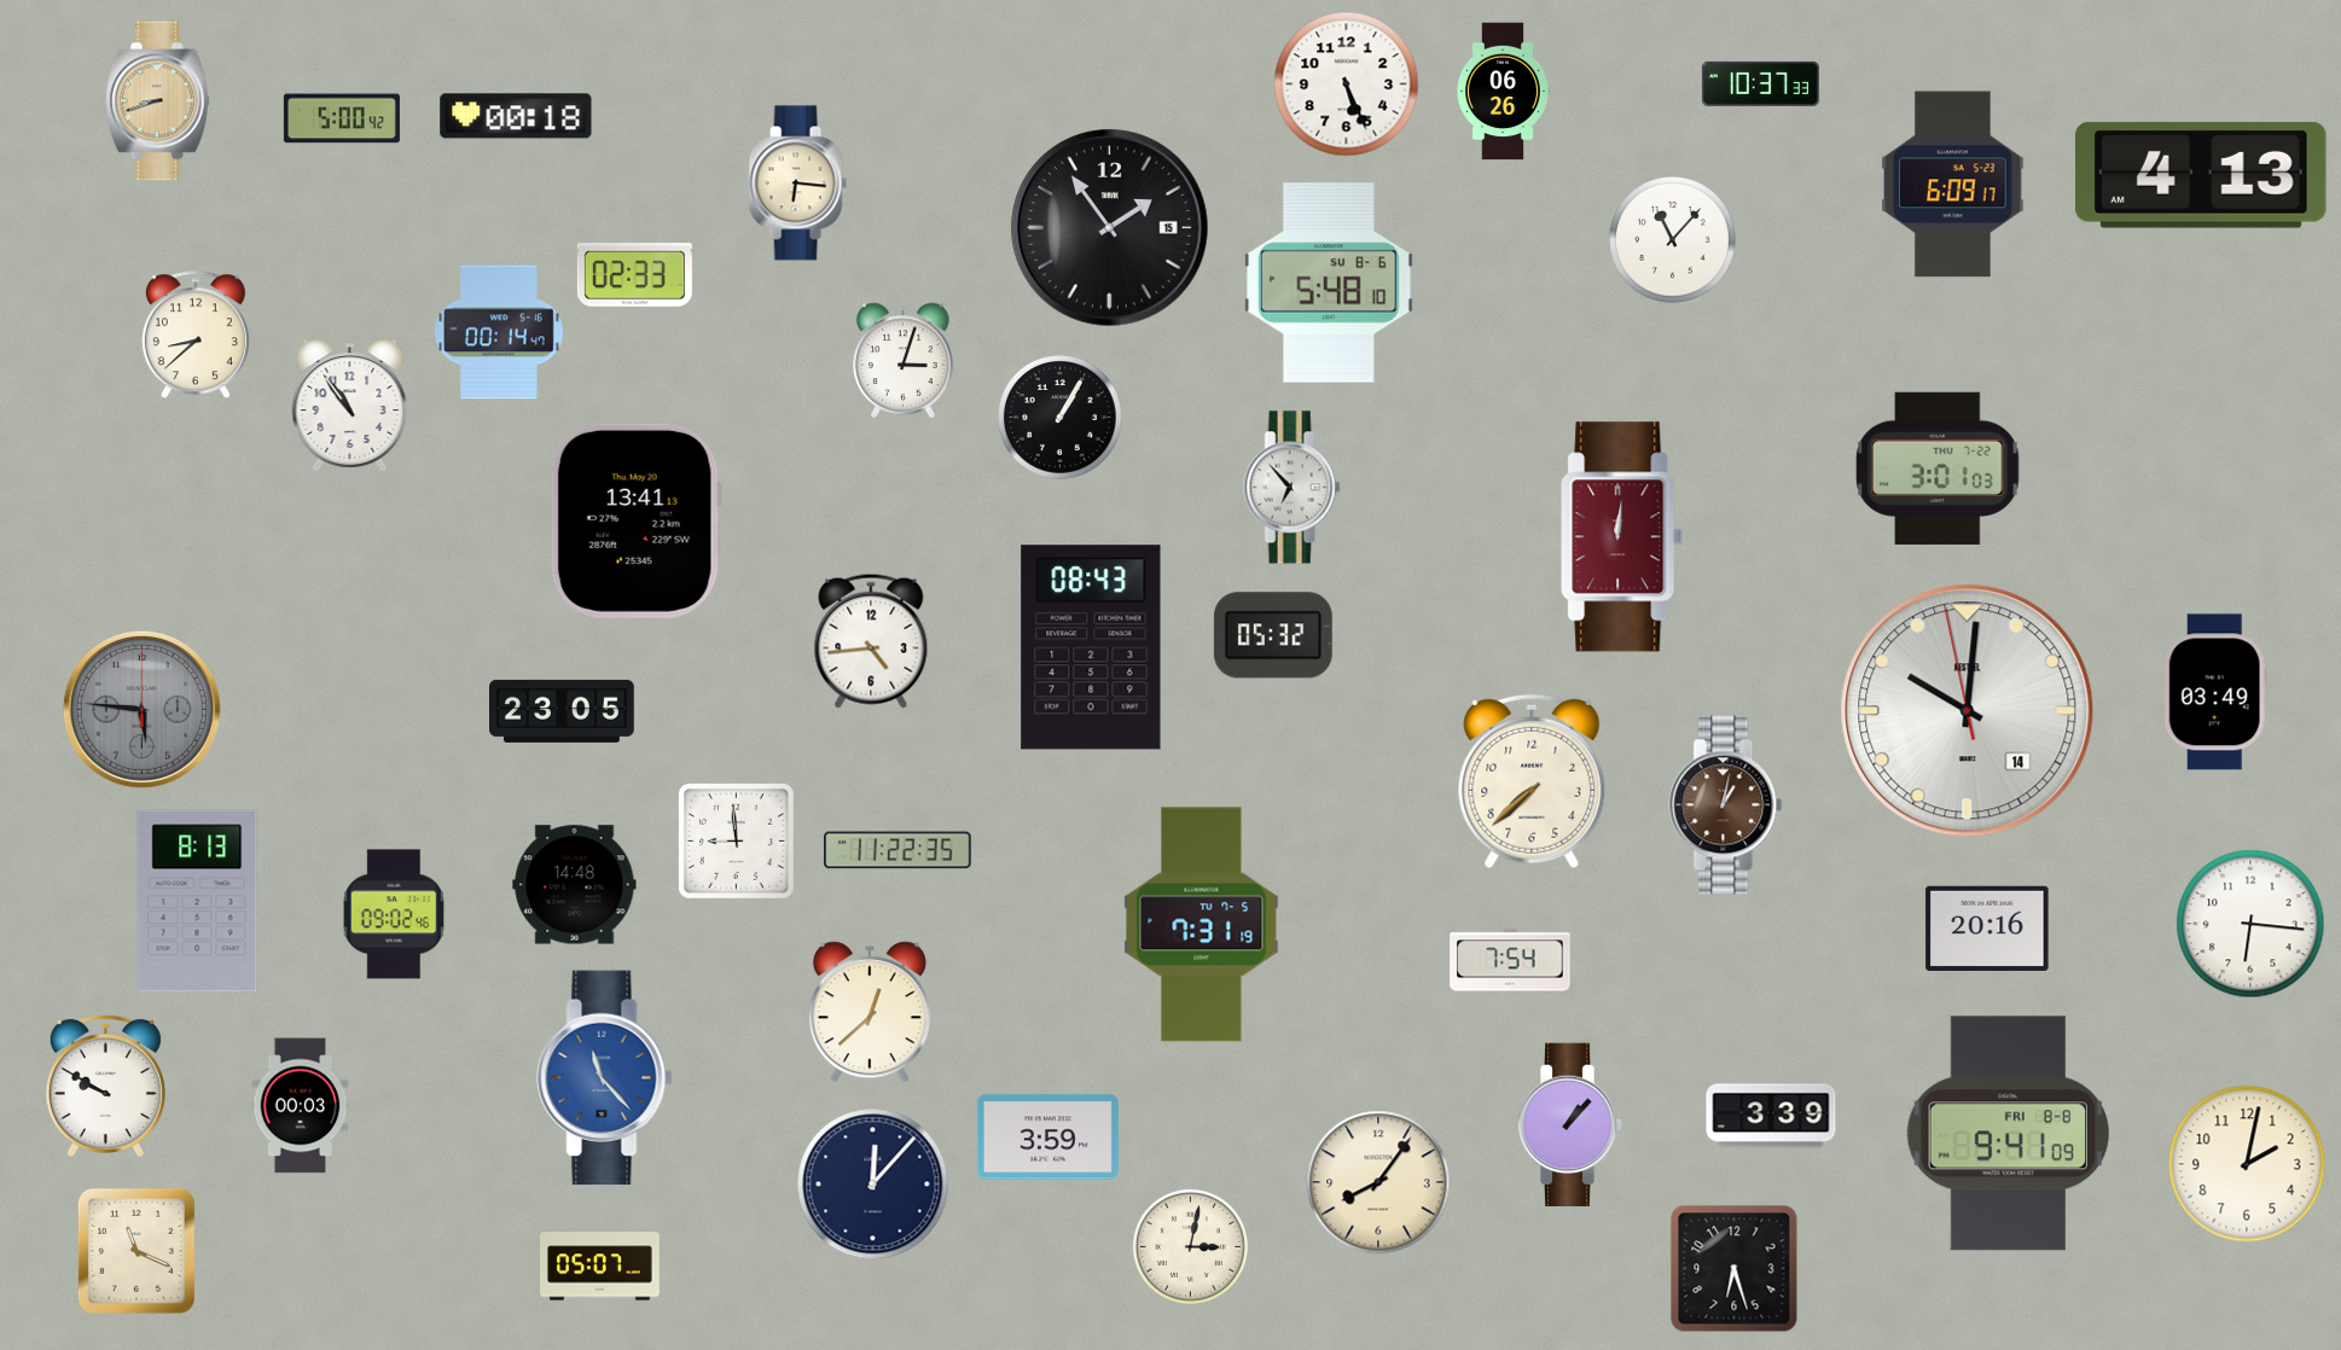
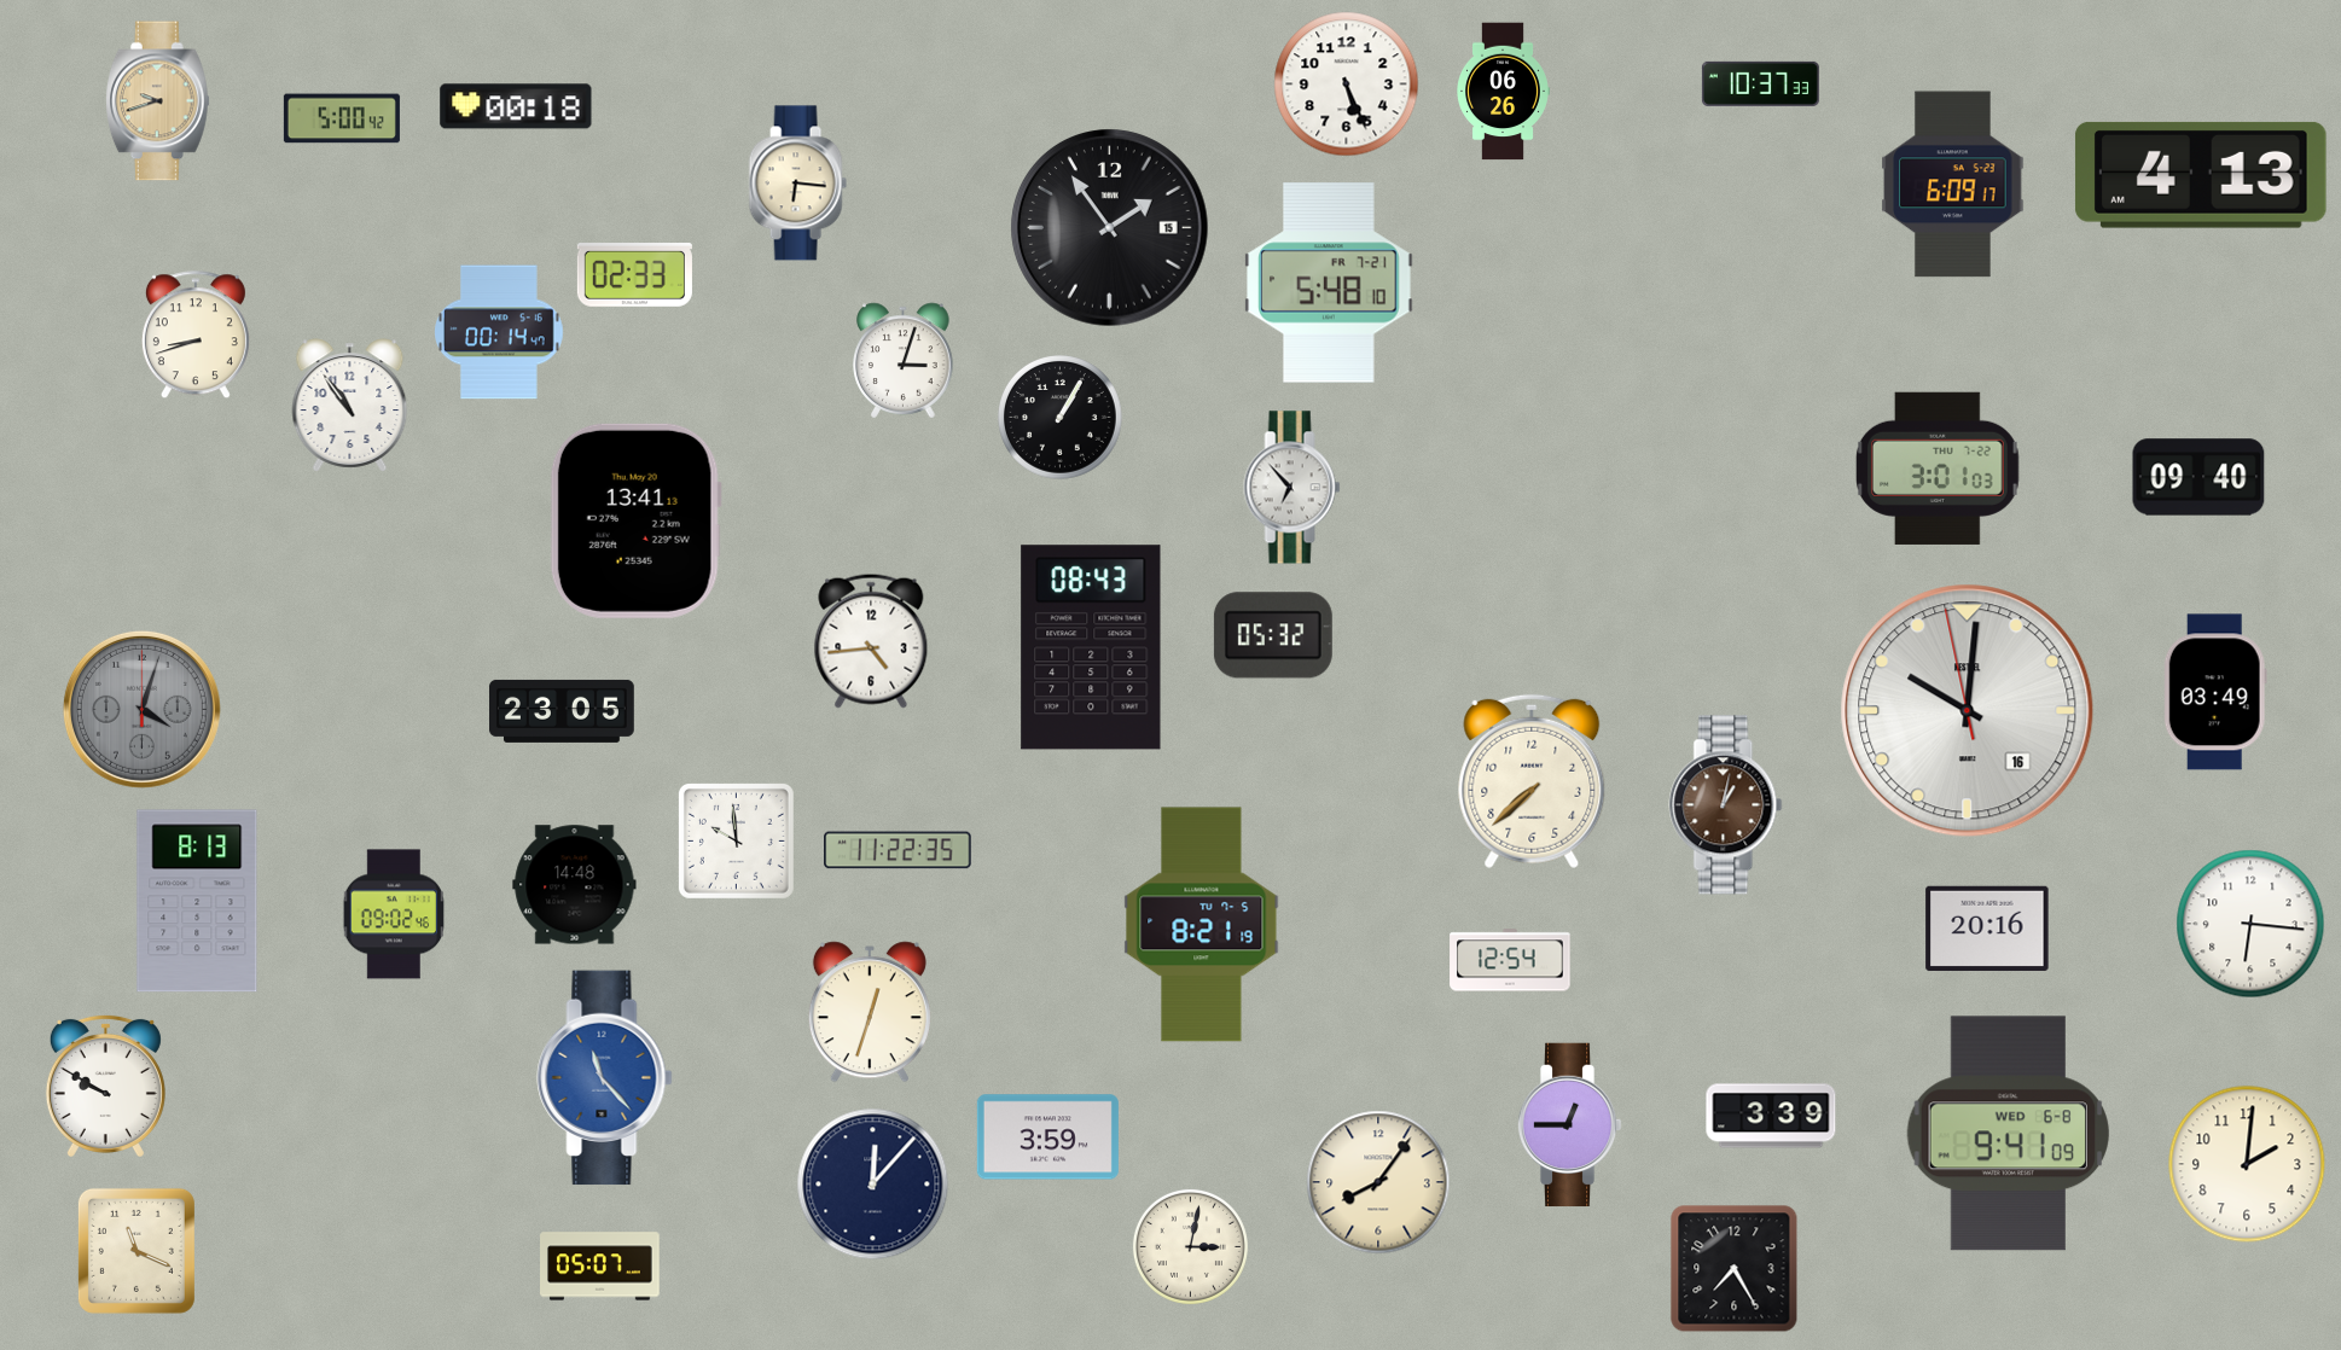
clock at (157, 101): 8:42 -> 9:42
clock at (516, 116) position: (516, 116) -> (516, 106)
clock at (1673, 240): 11:07 -> none
clock at (1329, 283) date: SU 8-6 -> FR 7-21
clock at (196, 336): 8:38 -> 8:42
clock at (2198, 477): none -> 09:40
clock at (1622, 537): 12:01 -> none
clock at (141, 709): 5:46 -> 4:03
clock at (1968, 711) date: 14 -> 16
clock at (736, 840): 8:59 -> 9:59
clock at (1202, 925): 7:31 -> 8:21
clock at (1510, 960): 7:54 -> 12:54
clock at (870, 1012): 12:38 -> 12:33
clock at (301, 1106): 00:03 -> none
clock at (1569, 1125): 1:07 -> 12:45
clock at (2008, 1134) date: FRI 8-8 -> WED 6-8
clock at (2247, 1164): 2:02 -> 2:01
clock at (1735, 1269): 6:27 -> 7:25
